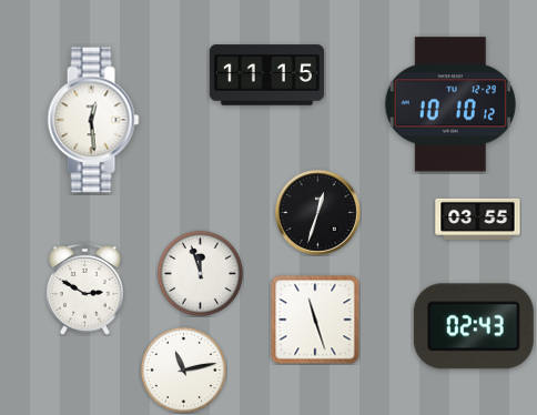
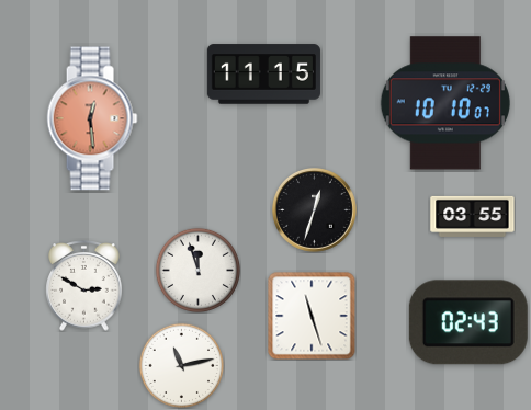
clock at (450, 104): 10:10:12 -> 10:10:07
clock at (93, 120) dial: white -> salmon
